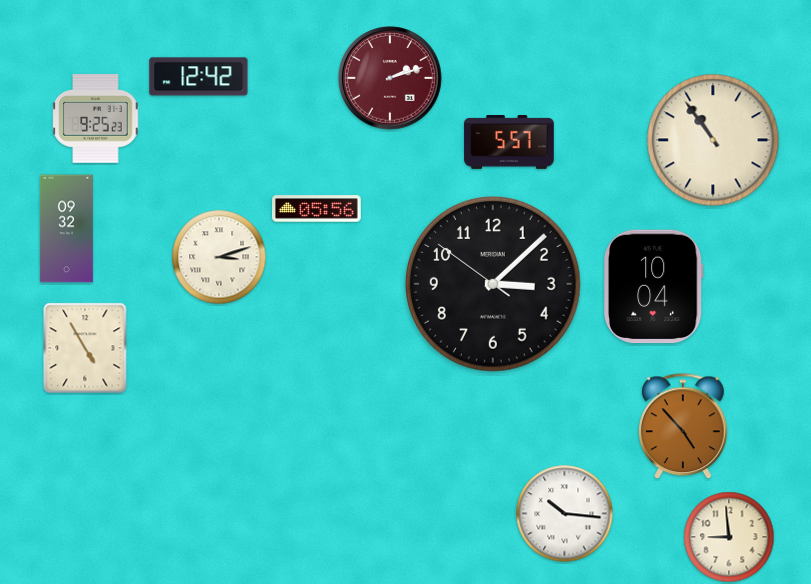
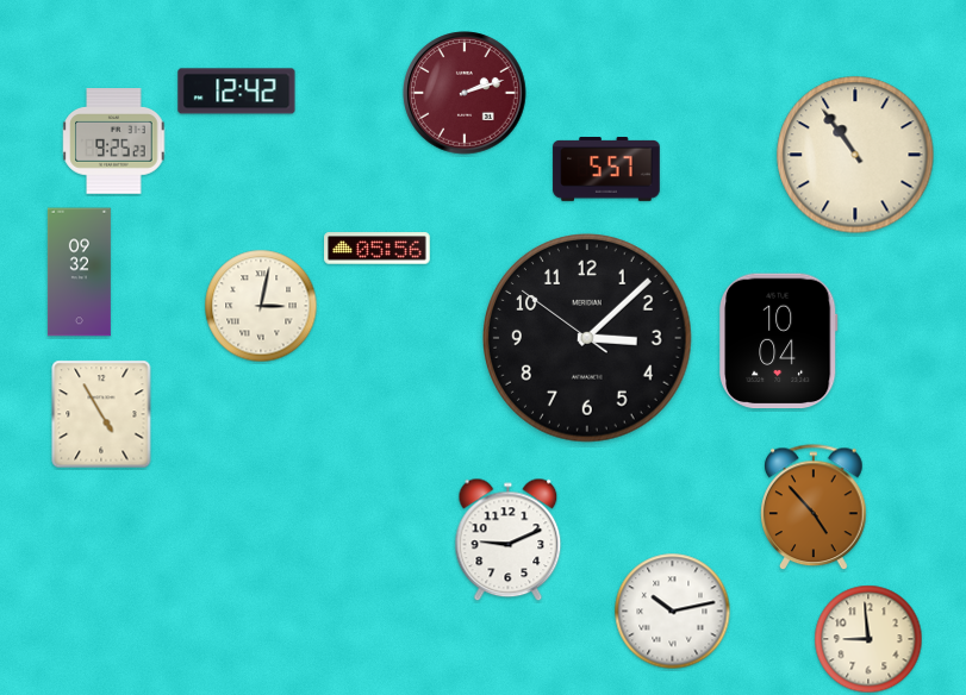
clock at (713, 140) position: (713, 140) -> (855, 155)
clock at (219, 257): 3:12 -> 3:02
clock at (509, 540): none -> 9:11
clock at (565, 514): 10:16 -> 10:13
